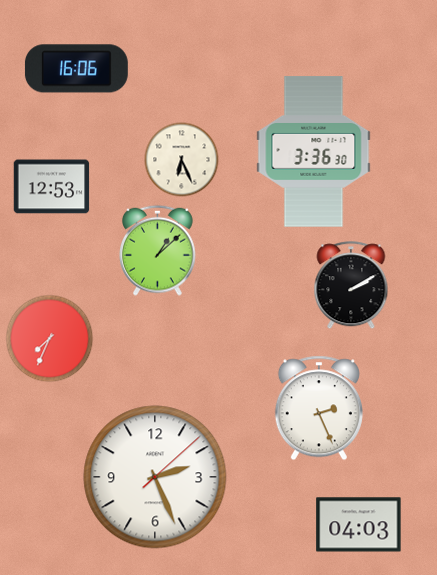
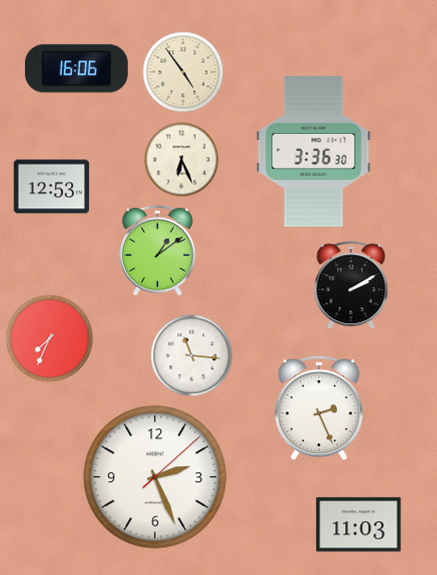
clock at (183, 72): none -> 4:54
clock at (158, 250): 1:08 -> 1:09
clock at (192, 356): none -> 11:16
clock at (359, 525): 04:03 -> 11:03
